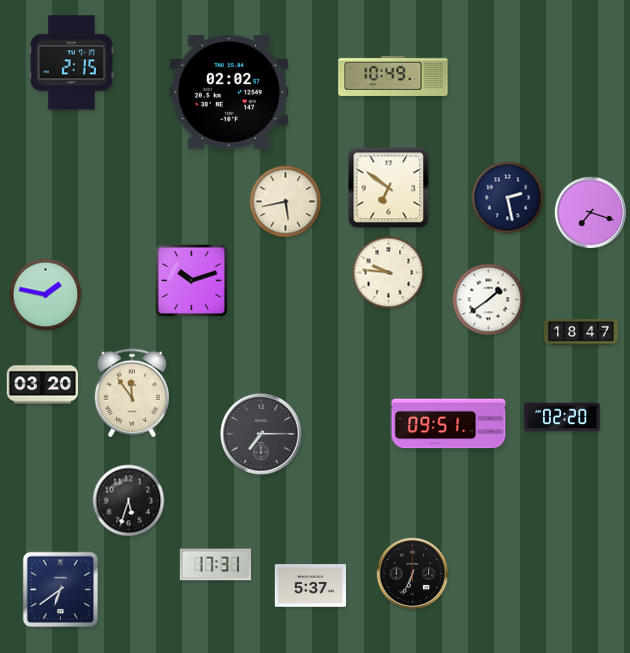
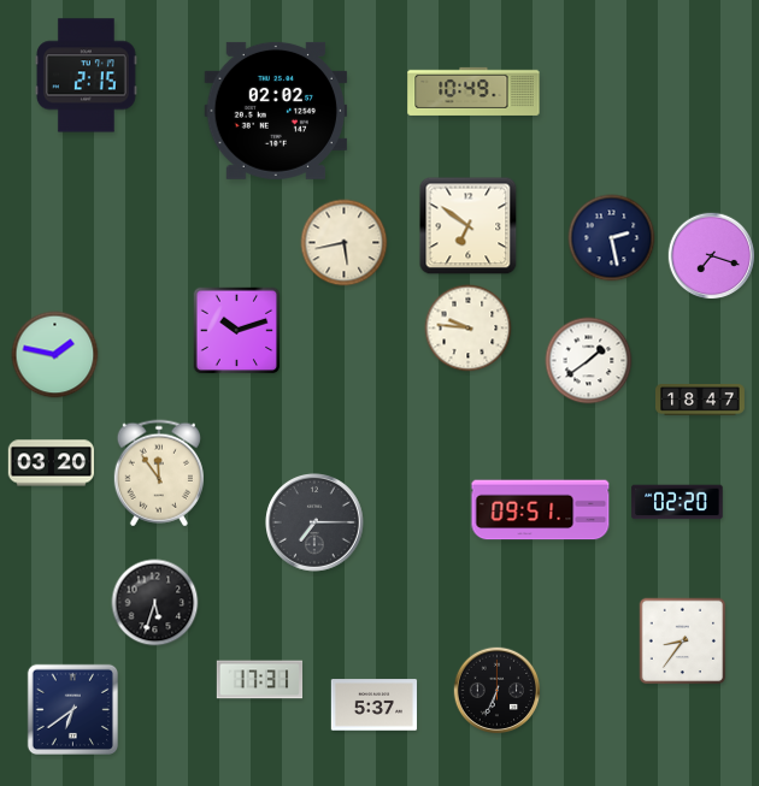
clock at (192, 281) position: (192, 281) -> (237, 331)
clock at (683, 642): none -> 8:36
